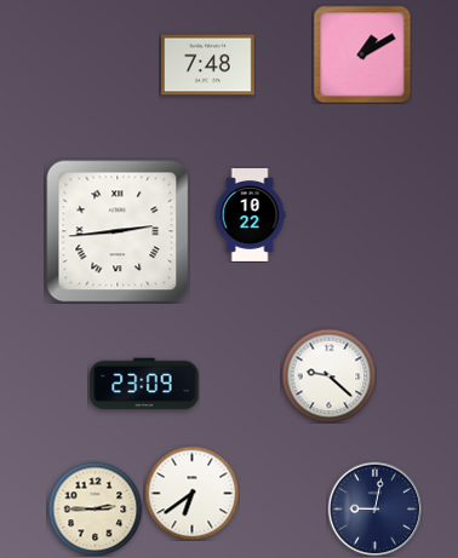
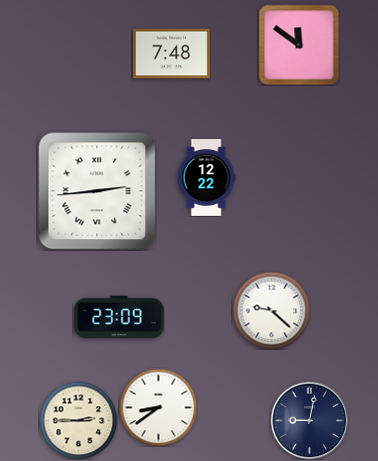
clock at (362, 54): 1:10 -> 11:51
clock at (250, 215): 10:22 -> 12:22
clock at (191, 493): 6:39 -> 8:39
